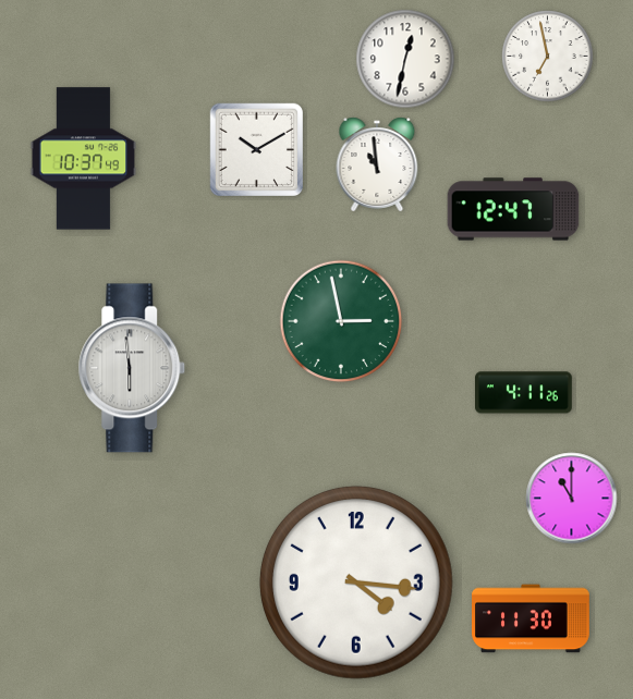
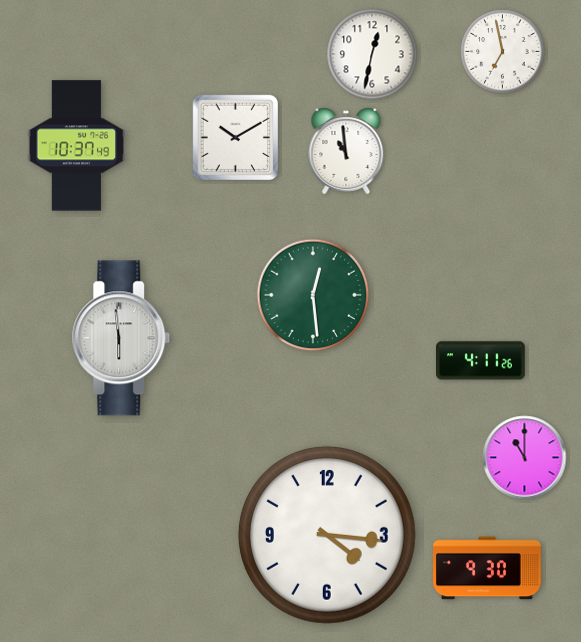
clock at (513, 209): 12:47 -> none
clock at (341, 321): 2:58 -> 12:29
clock at (532, 618): 11:30 -> 9:30
